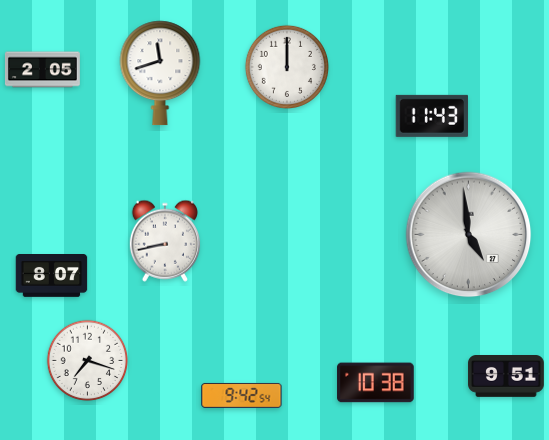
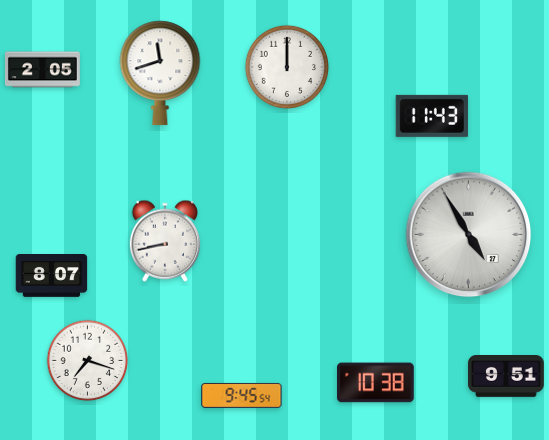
clock at (469, 235): 4:59 -> 4:55
clock at (242, 395): 9:42 -> 9:45
